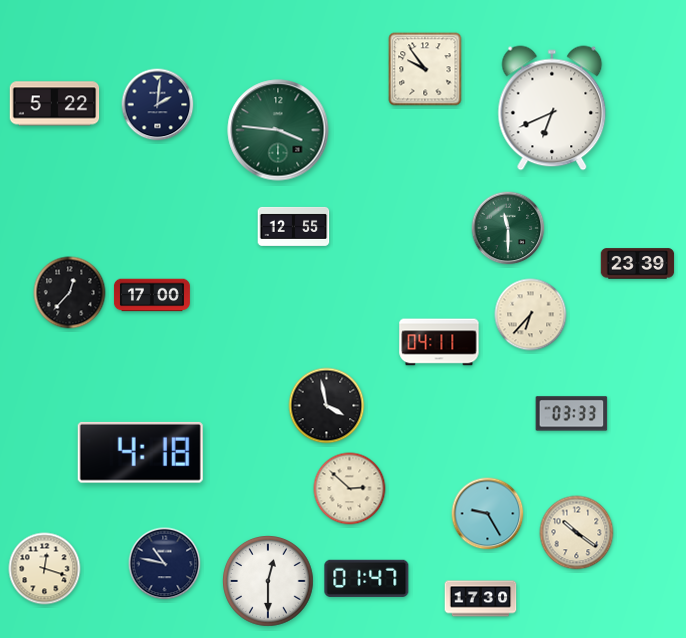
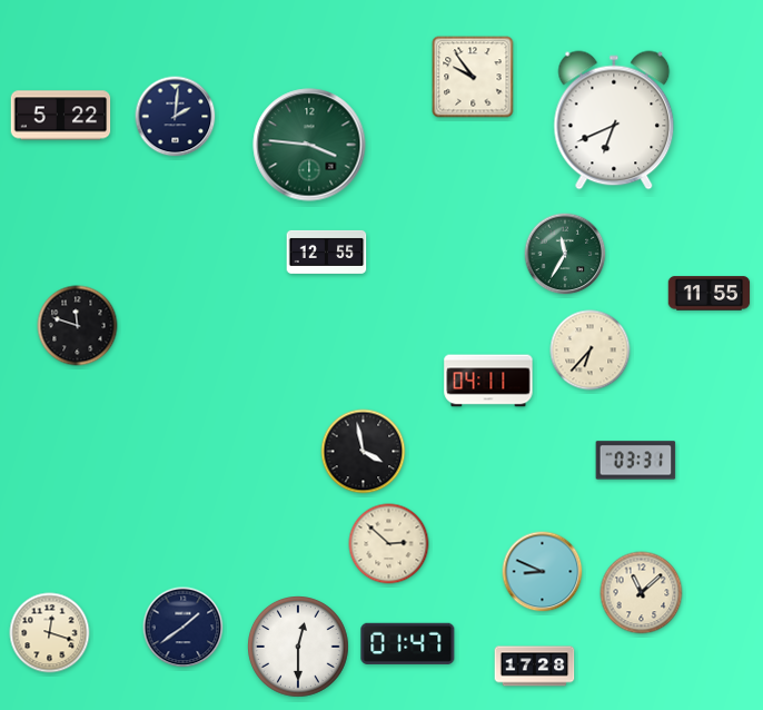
clock at (508, 228): 11:30 -> 11:35
clock at (638, 264): 23:39 -> 11:55
clock at (70, 293): 12:37 -> 11:48
clock at (152, 295): 17:00 -> none
clock at (572, 414): 03:33 -> 03:31
clock at (140, 452): 4:18 -> none
clock at (488, 514): 9:25 -> 8:49
clock at (577, 533): 10:21 -> 11:08
clock at (165, 564): 10:47 -> 1:39
clock at (481, 599): 17:30 -> 17:28
